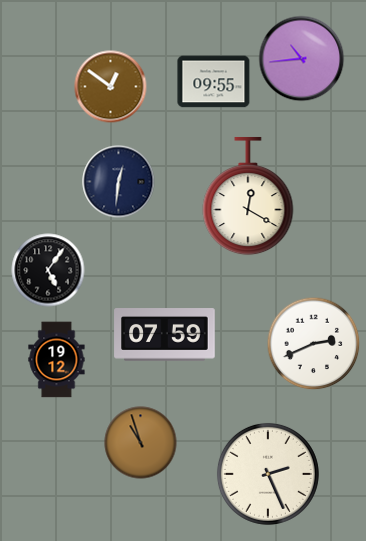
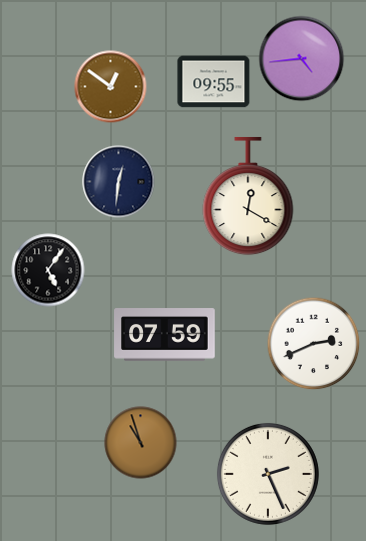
clock at (302, 59): 10:44 -> 4:44
clock at (57, 360): 19:12 -> none
